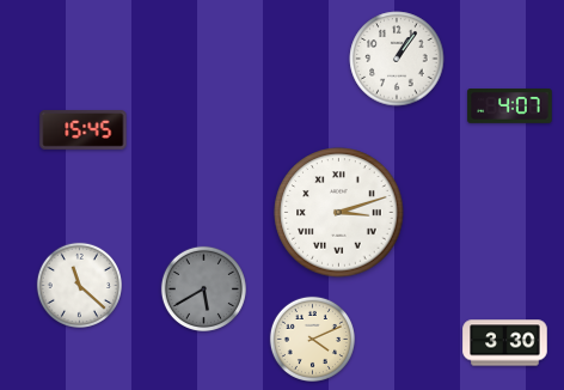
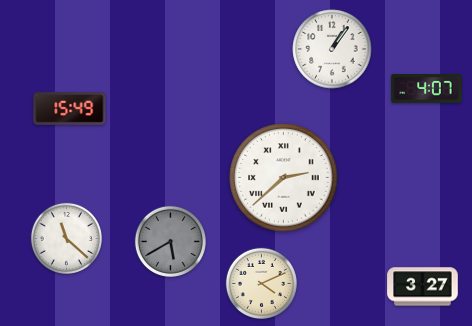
clock at (84, 130): 15:45 -> 15:49
clock at (339, 213): 3:12 -> 2:38
clock at (505, 343): 3:30 -> 3:27
